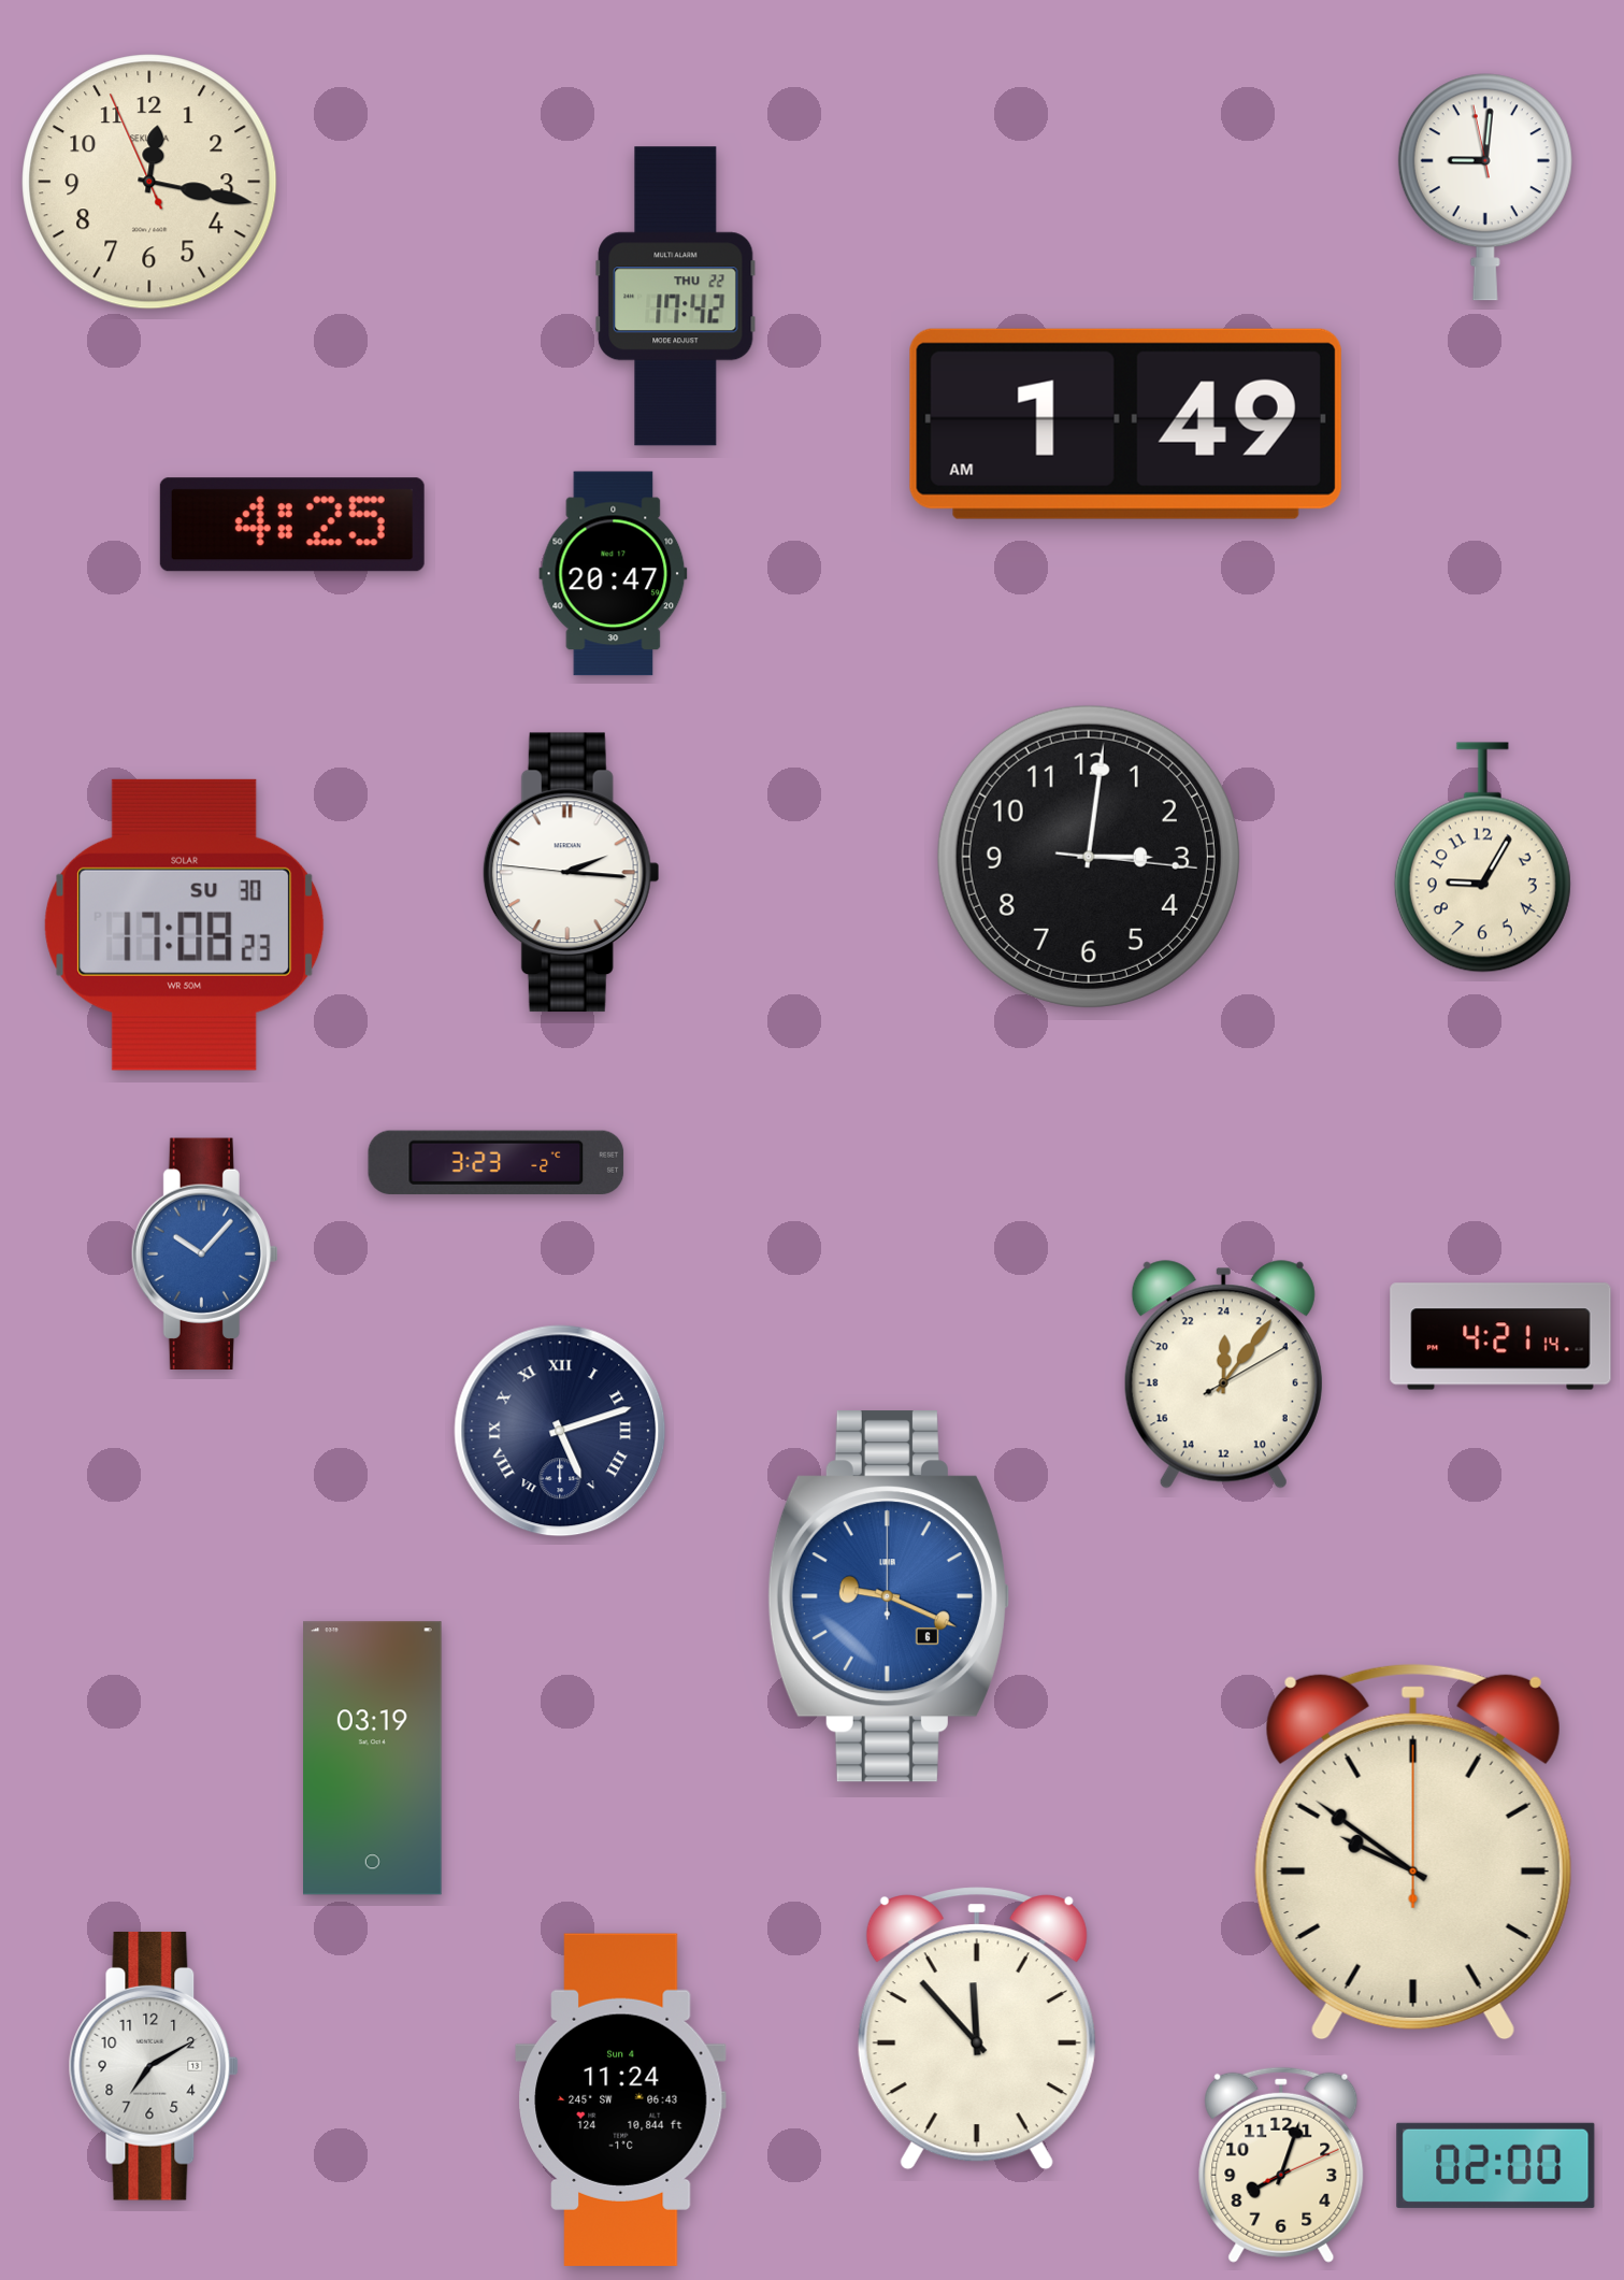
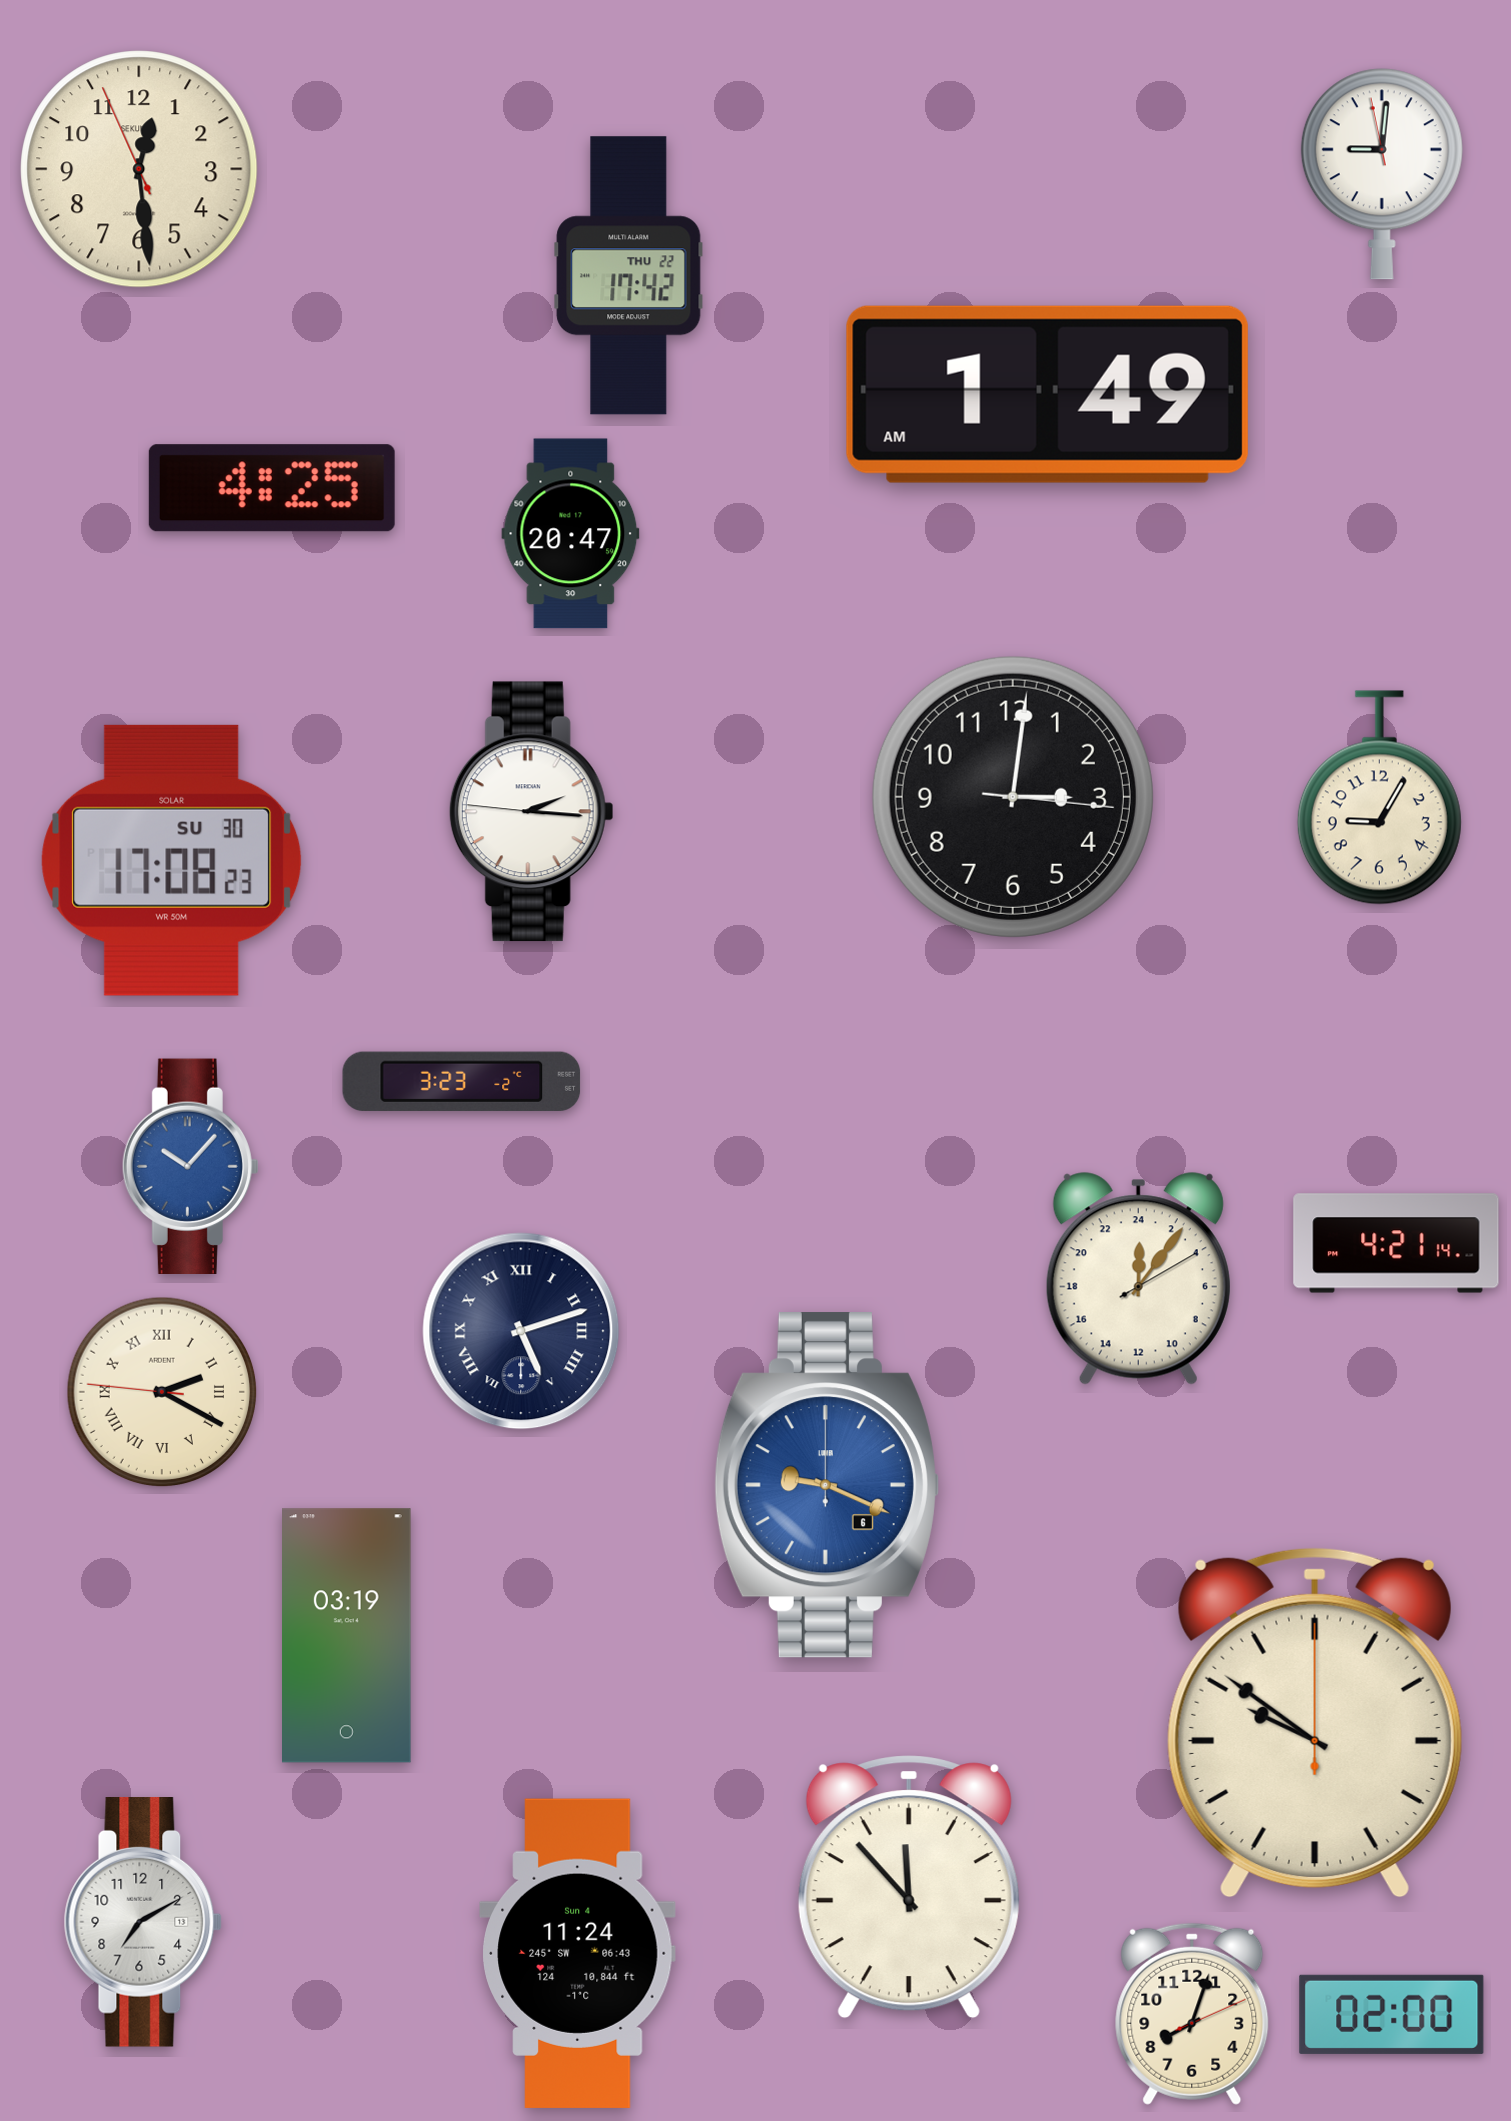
clock at (149, 182): 12:16 -> 12:28
clock at (162, 1392): none -> 2:19
